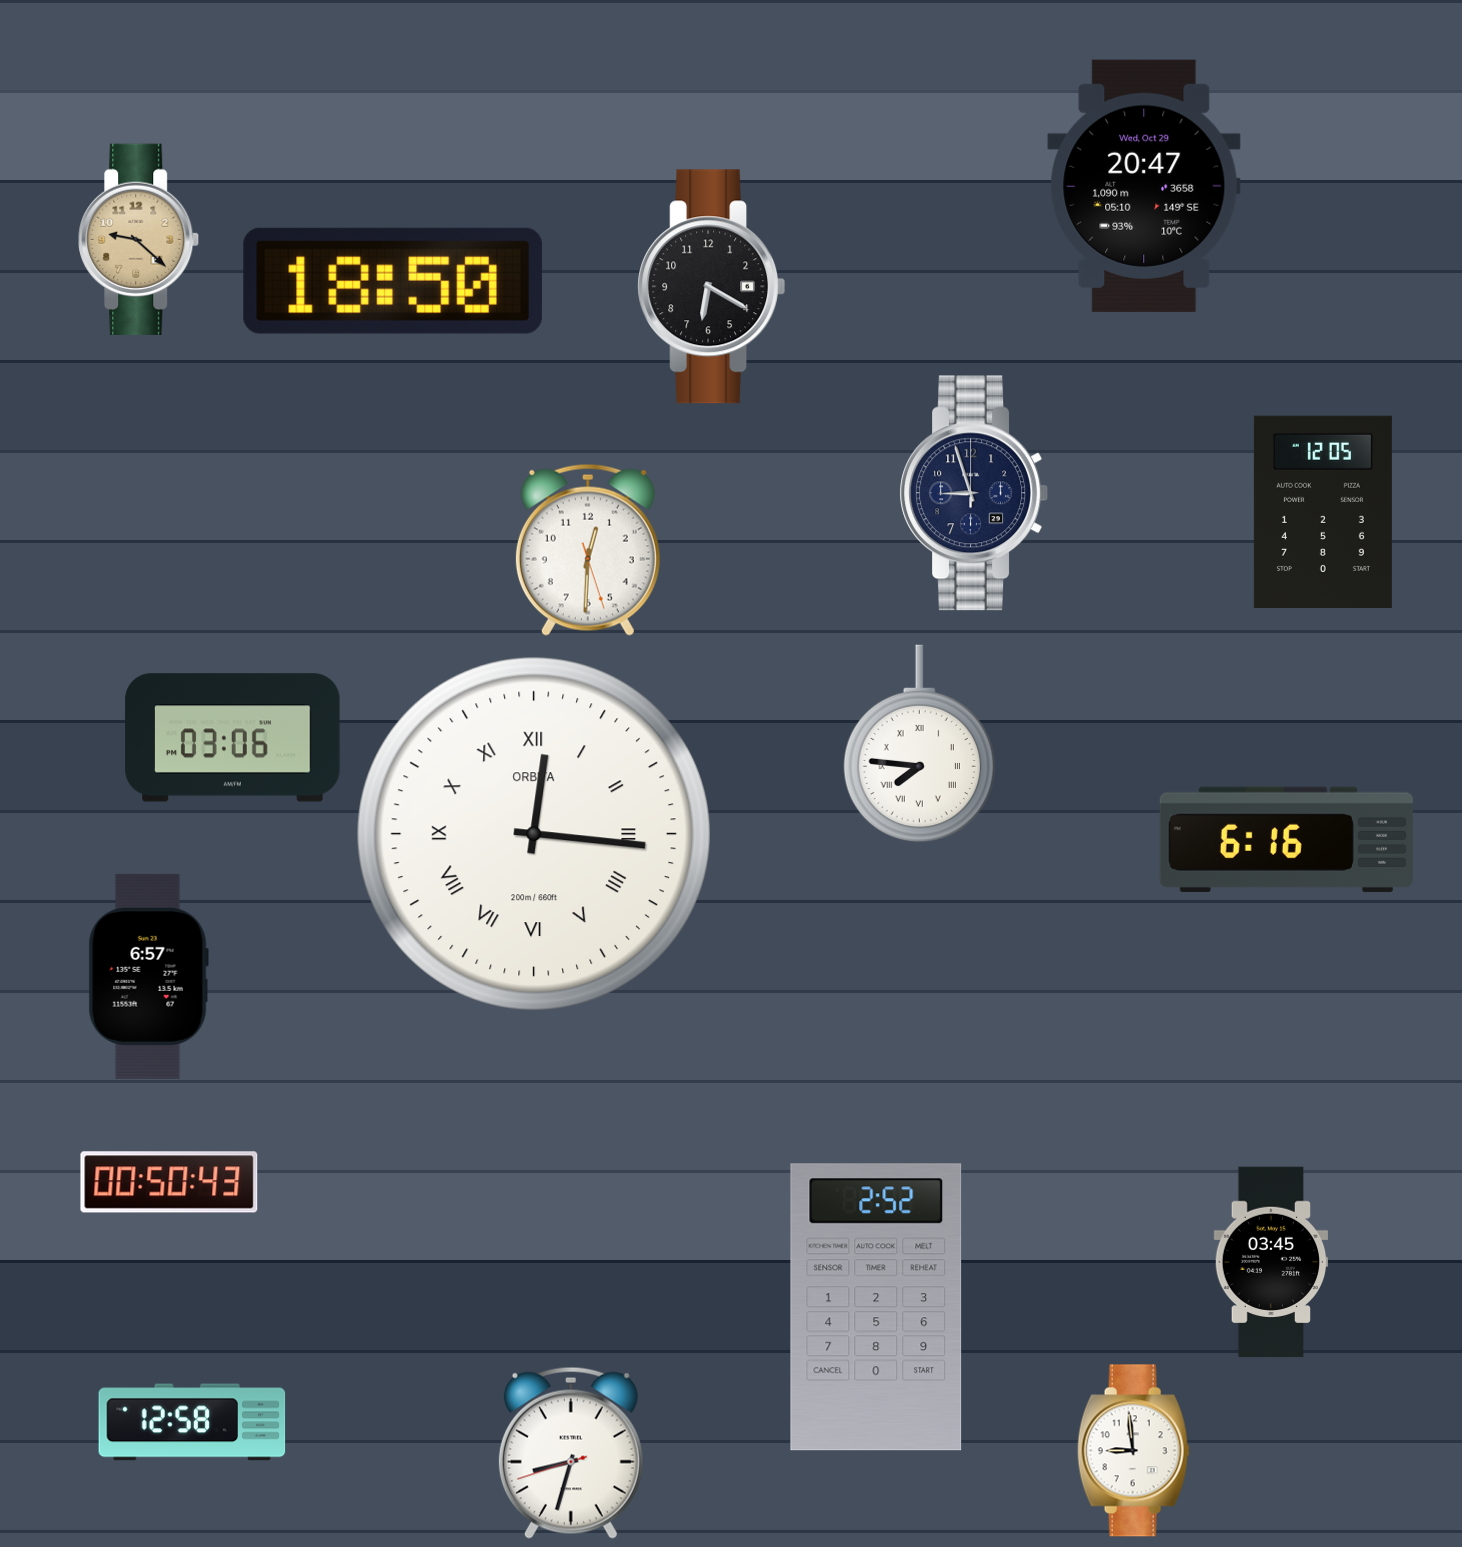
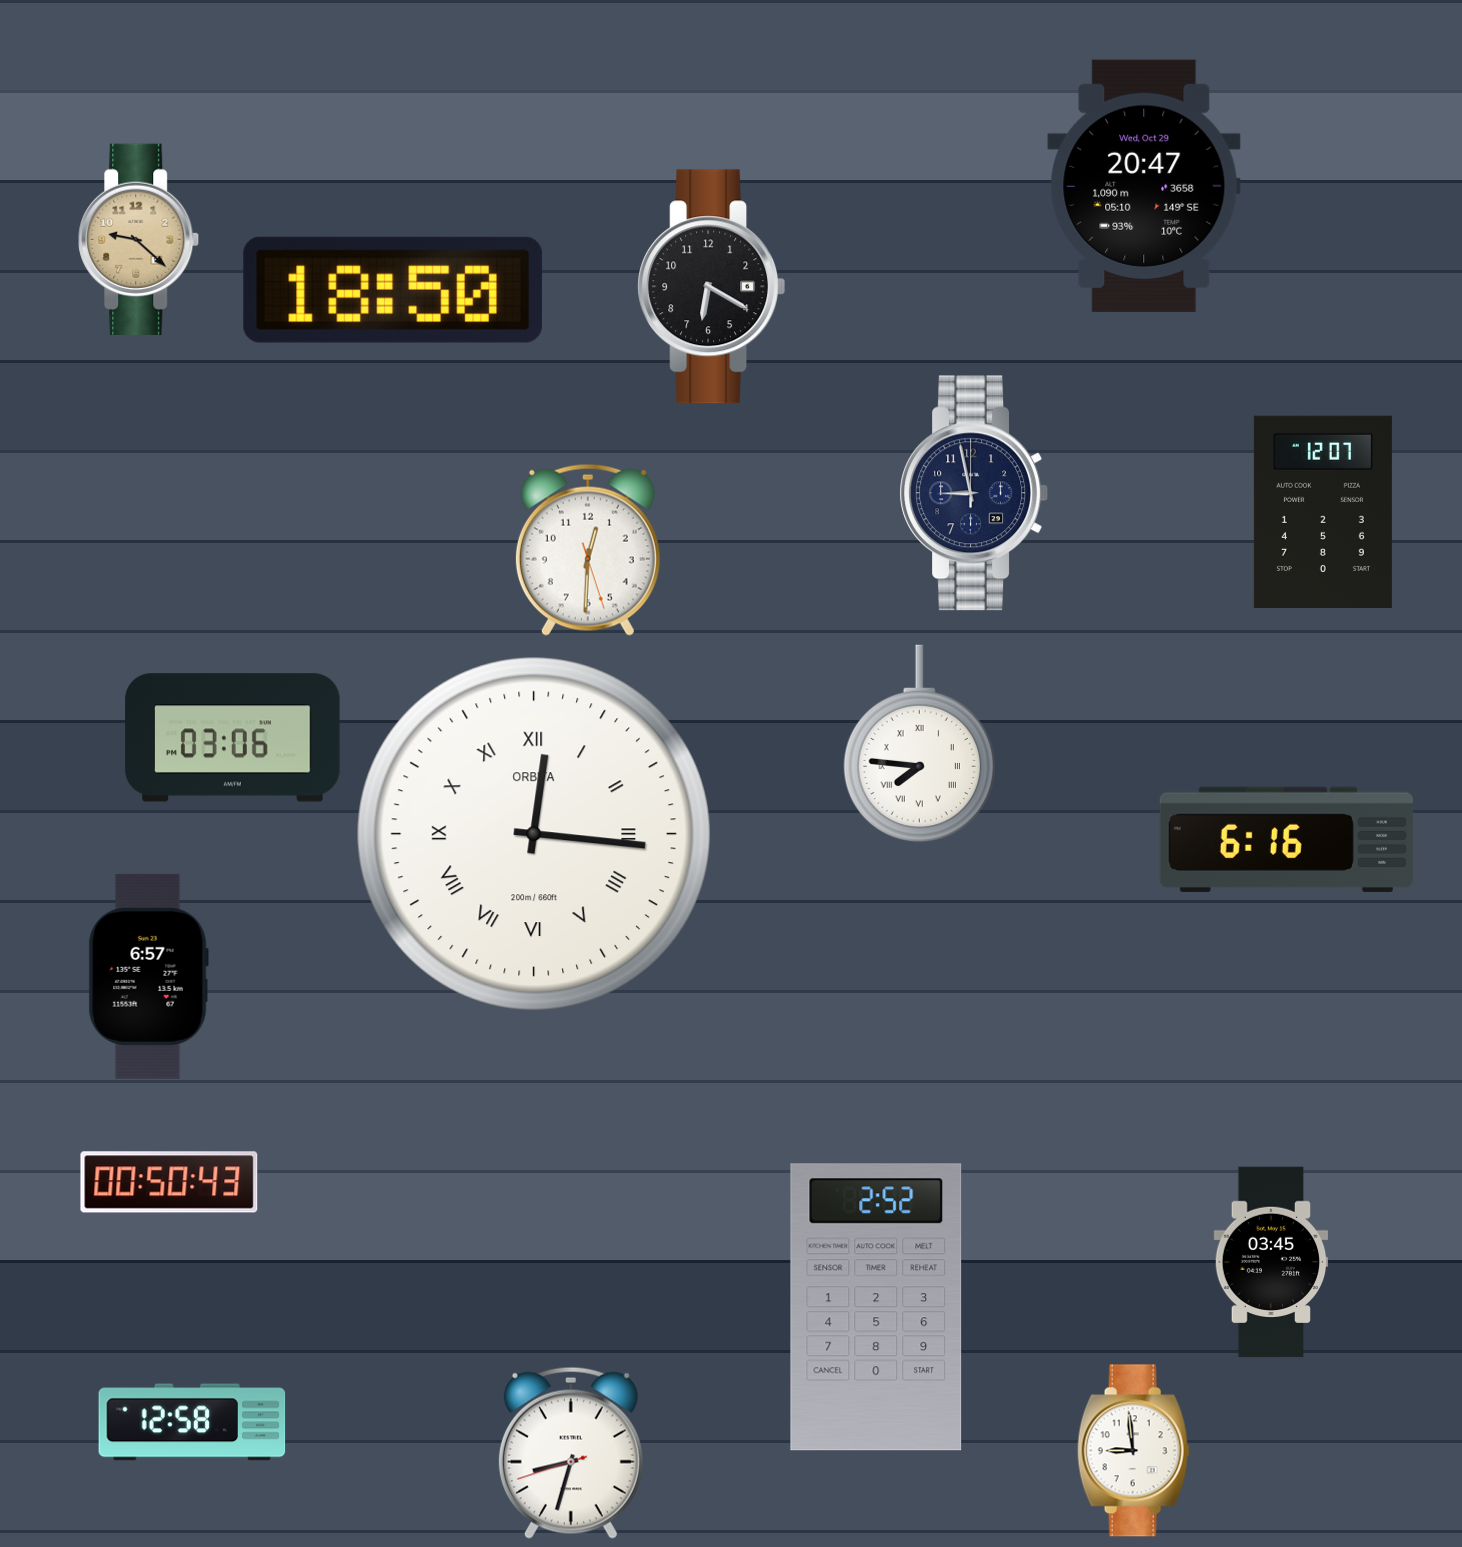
clock at (393, 281) position: (393, 281) -> (393, 290)
clock at (973, 493): 8:57 -> 8:58
clock at (1323, 511): 12:05 -> 12:07
